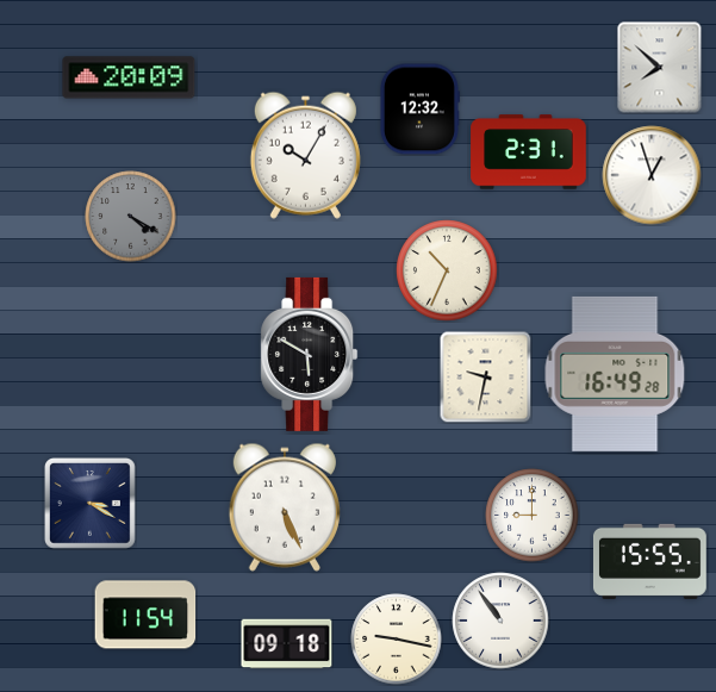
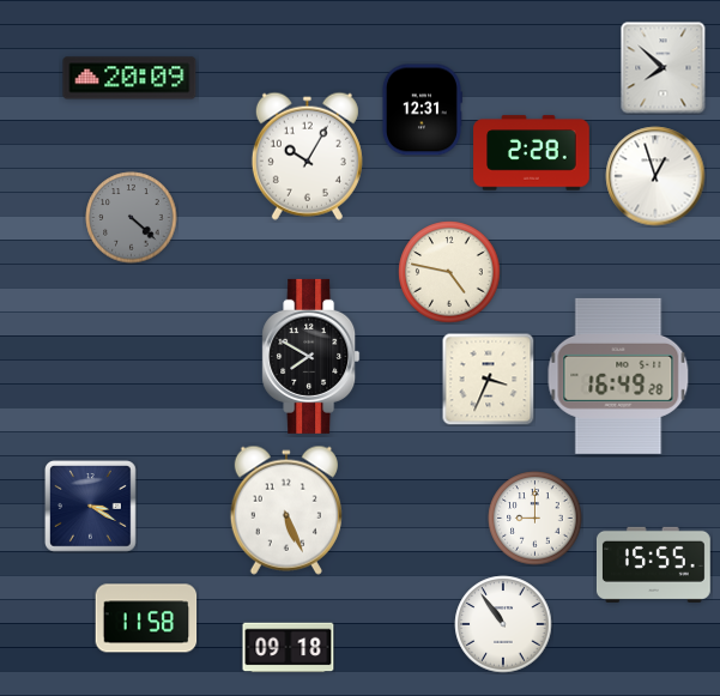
clock at (419, 110): 12:32 -> 12:31
clock at (529, 152): 2:31 -> 2:28
clock at (131, 217): 4:20 -> 4:22
clock at (447, 270): 10:34 -> 4:47
clock at (310, 354): 5:50 -> 7:50
clock at (485, 376): 9:32 -> 3:34
clock at (145, 615): 11:54 -> 11:58
clock at (397, 640): 9:17 -> none
